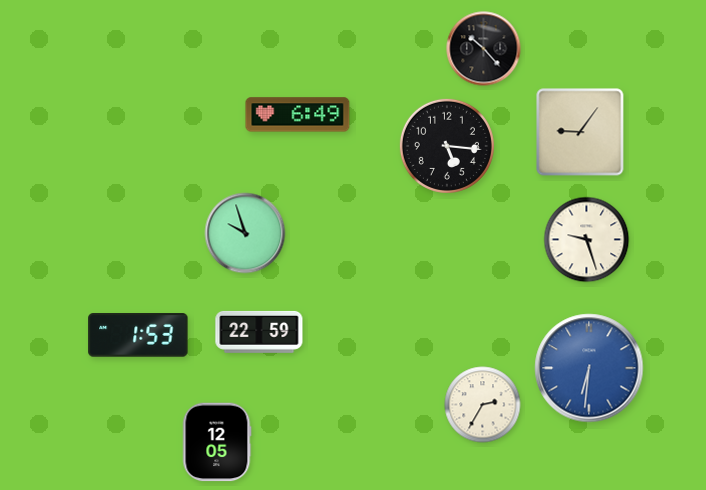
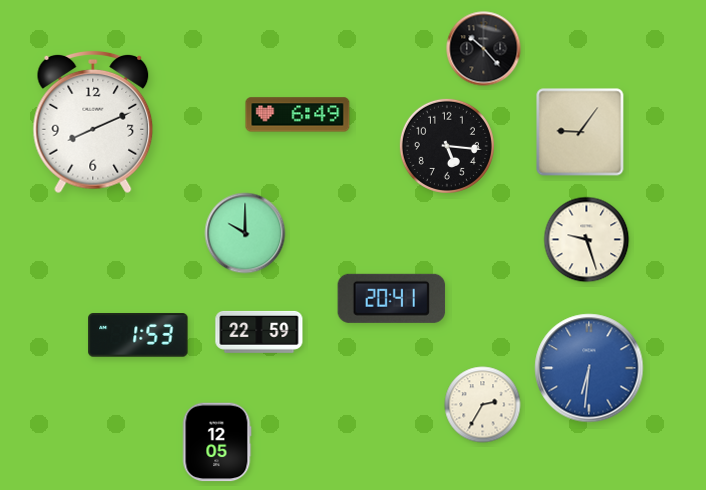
clock at (93, 123): none -> 8:11
clock at (245, 233): 9:57 -> 10:00
clock at (392, 298): none -> 20:41
